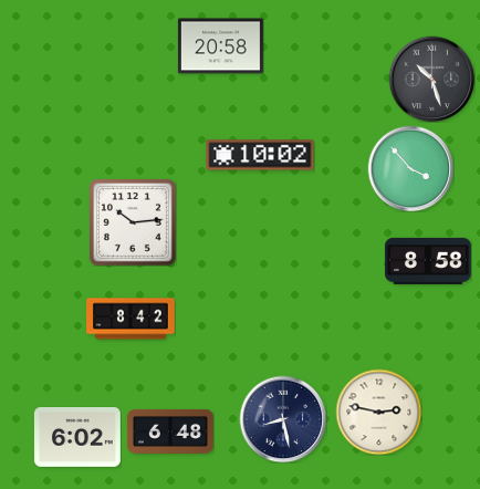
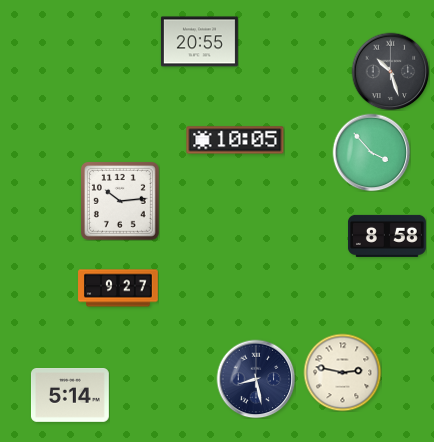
clock at (220, 46): 20:58 -> 20:55
clock at (260, 155): 10:02 -> 10:05
clock at (131, 319): 8:42 -> 9:27
clock at (170, 431): 6:48 -> none
clock at (77, 438): 6:02 -> 5:14
